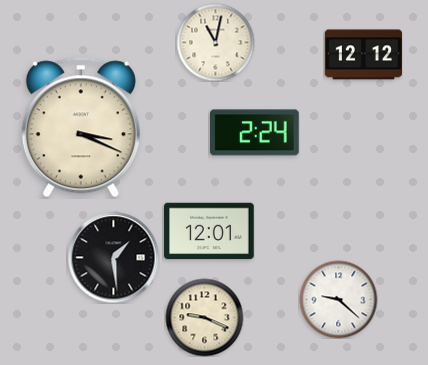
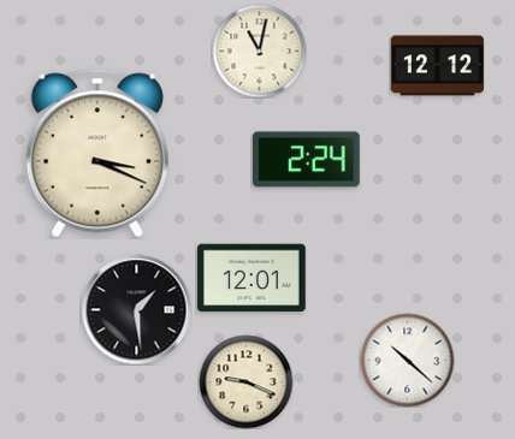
clock at (338, 299): 9:22 -> 10:22
